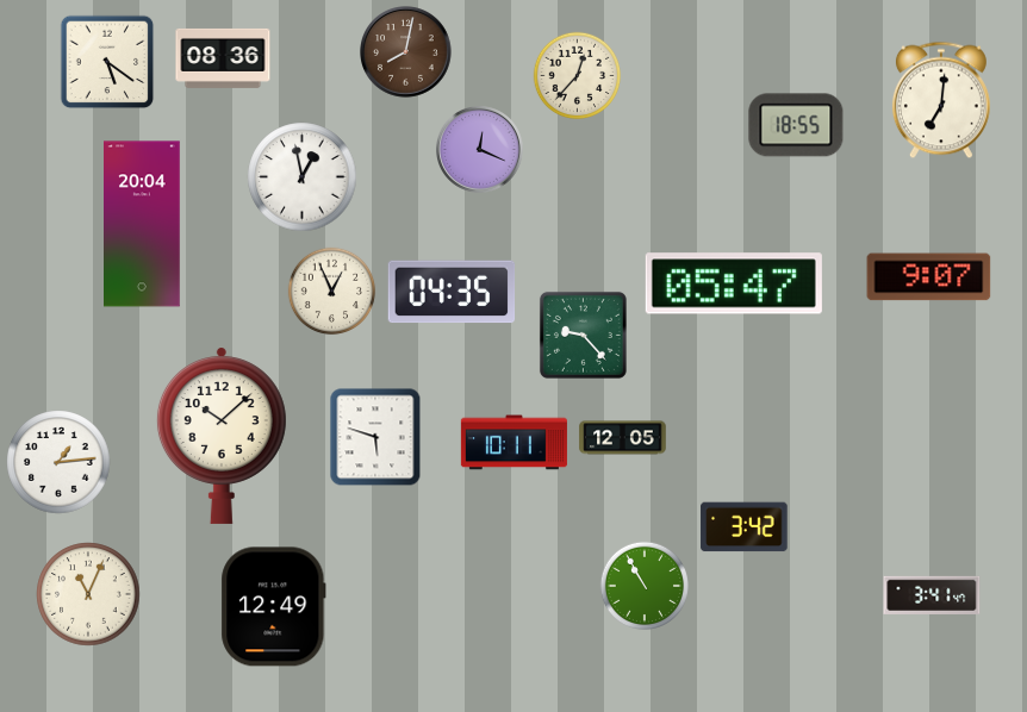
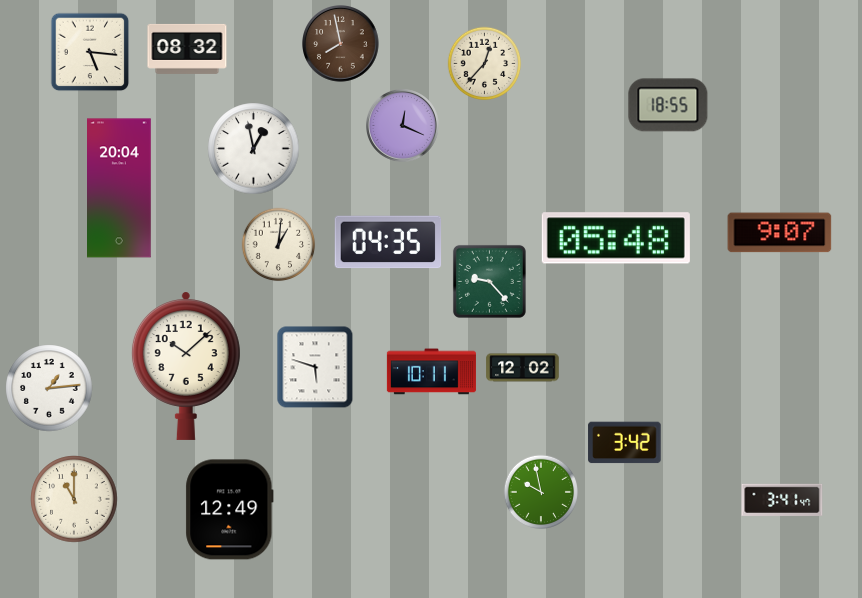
clock at (406, 52): 8:02 -> 7:58
clock at (223, 58): 08:36 -> 08:32
clock at (107, 62): 5:21 -> 5:16
clock at (941, 100): 7:01 -> none
clock at (734, 283): 05:47 -> 05:48
clock at (332, 292): 12:56 -> 1:01
clock at (452, 292) position: (452, 292) -> (388, 242)
clock at (623, 438): 12:05 -> 12:02
clock at (643, 585): 10:55 -> 9:58
clock at (88, 594): 11:04 -> 11:00
